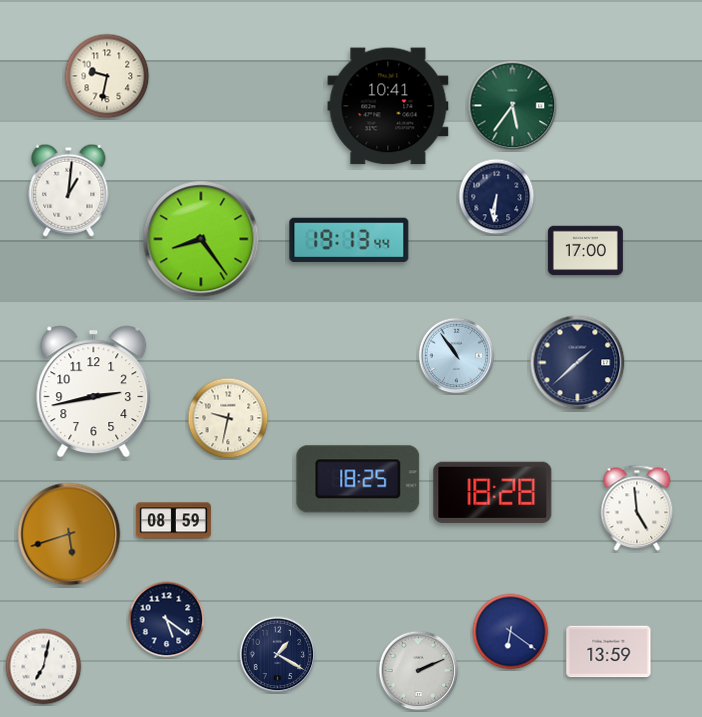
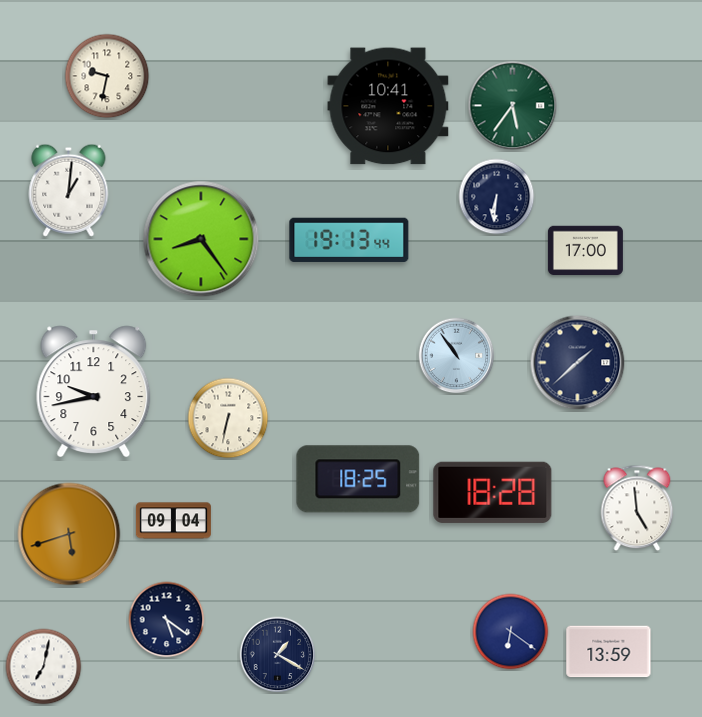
clock at (94, 392): 2:43 -> 9:43
clock at (228, 418): 9:32 -> 6:32
clock at (173, 521): 08:59 -> 09:04
clock at (419, 671): 2:11 -> none
